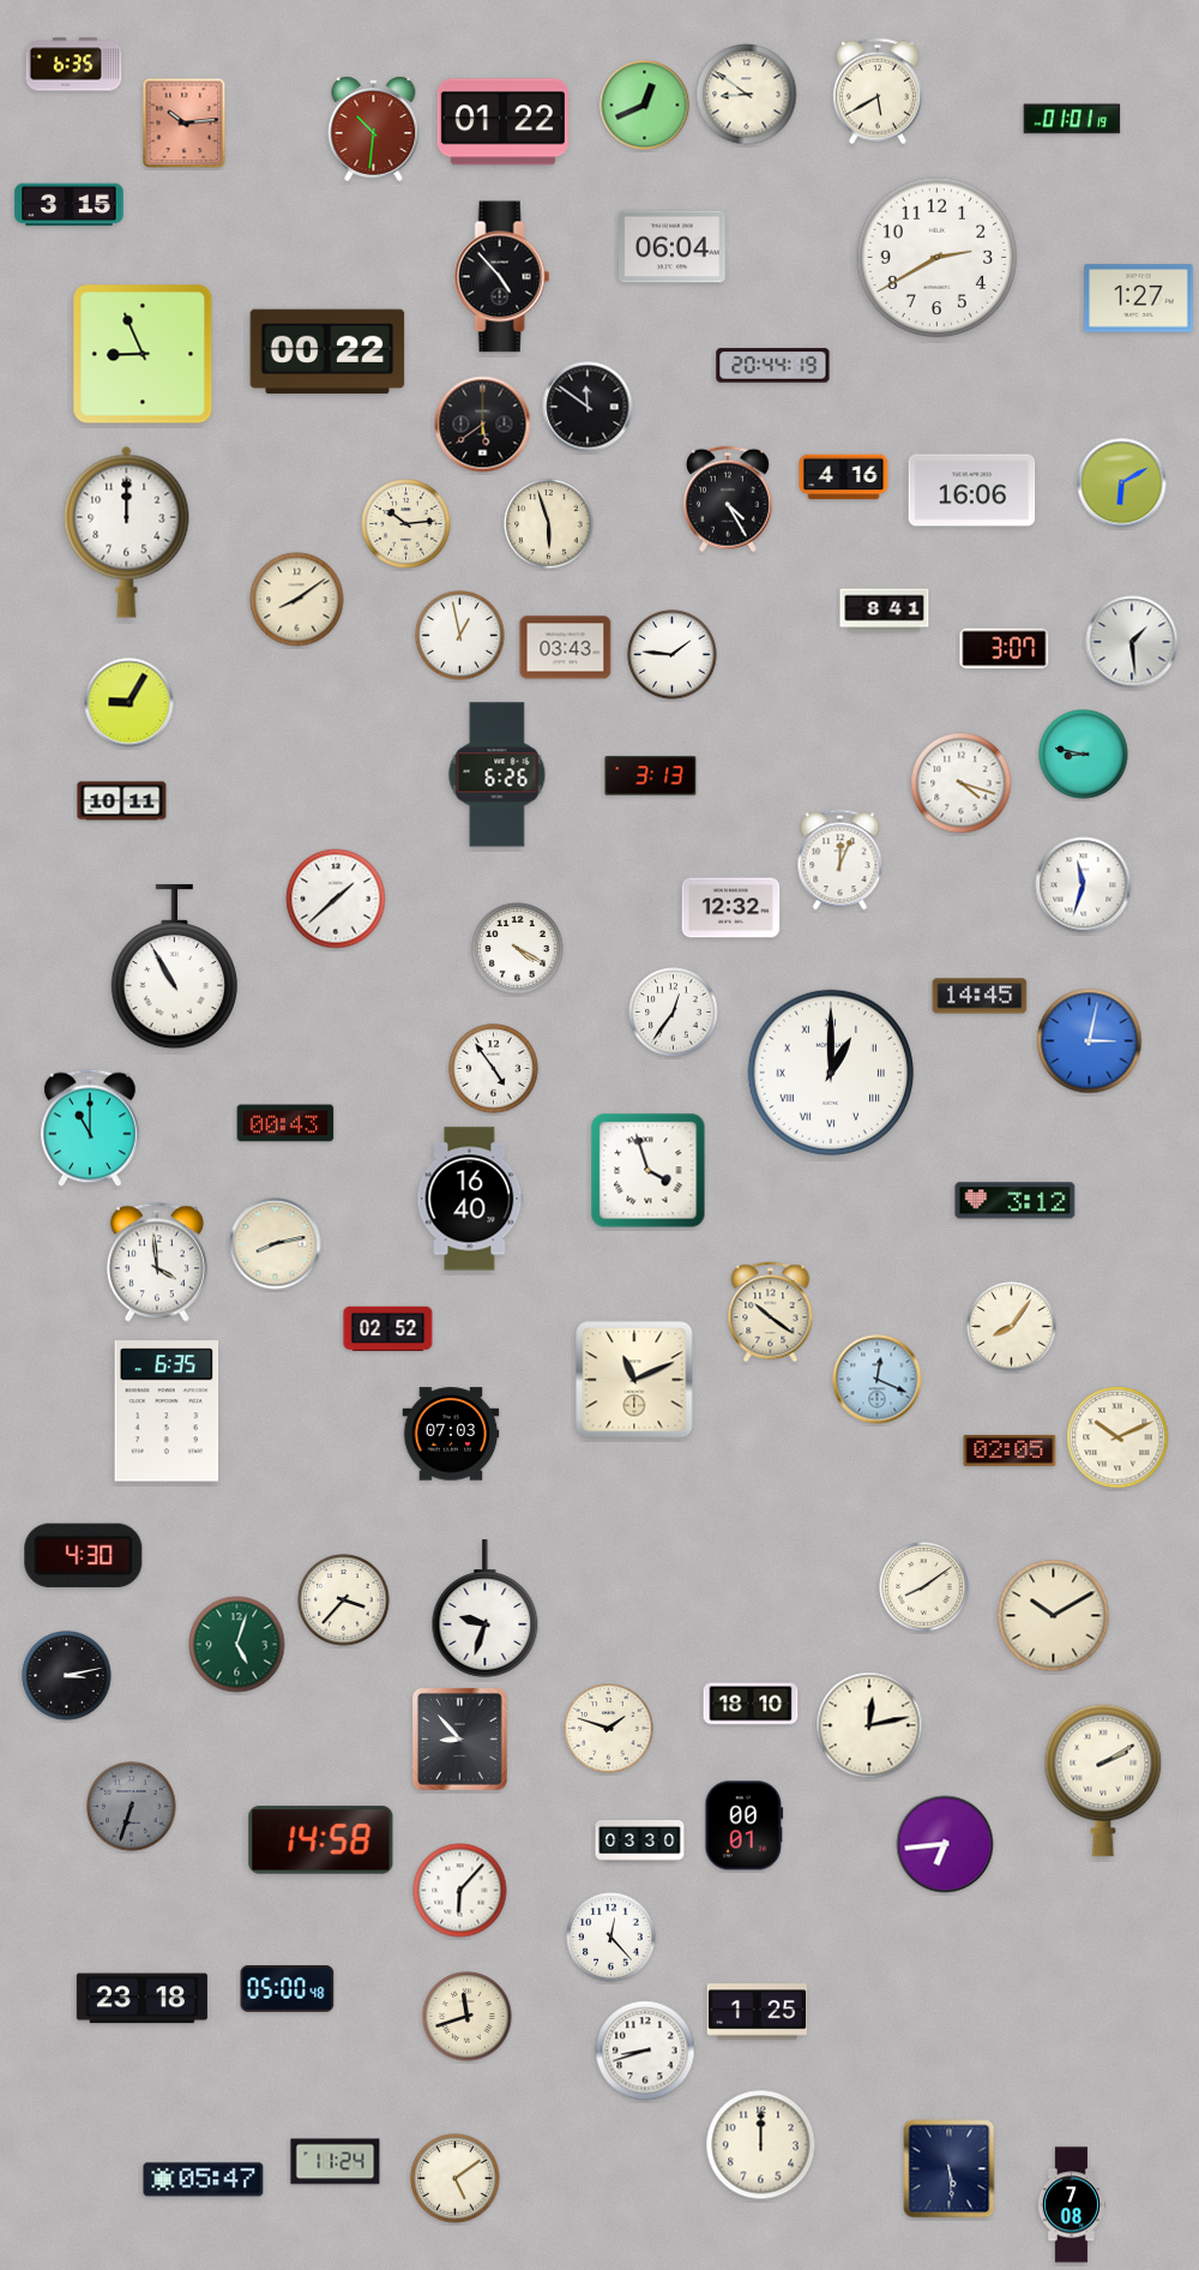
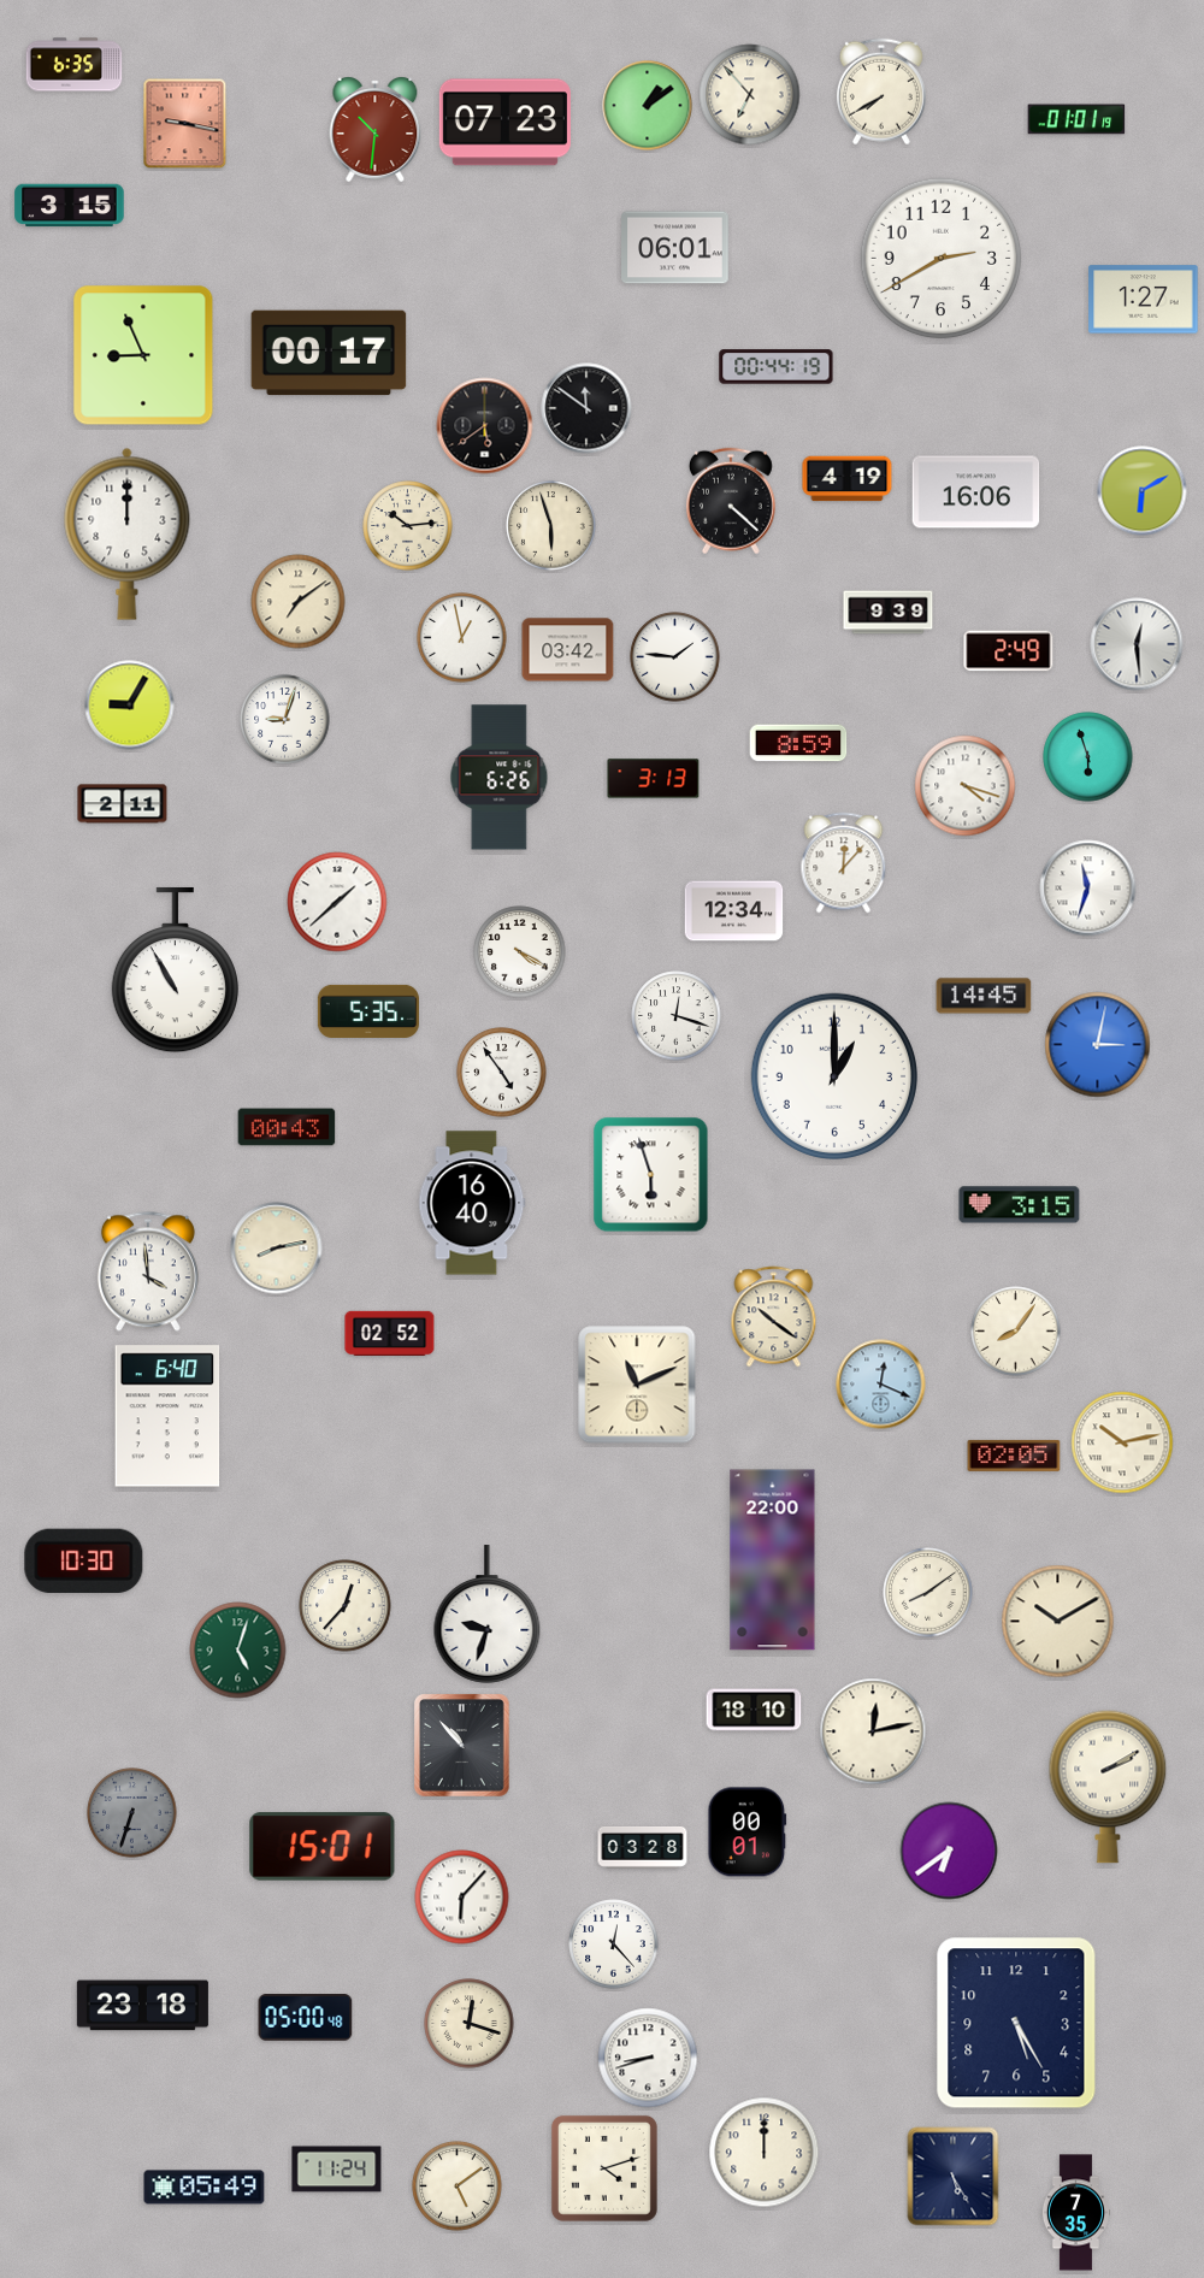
clock at (878, 91): 5:40 -> 7:40
clock at (747, 95): 8:51 -> 6:53
clock at (645, 106): 12:41 -> 1:09
clock at (502, 122): 01:22 -> 07:23
clock at (185, 124): 10:14 -> 9:17
clock at (673, 247): 06:04 -> 06:01
clock at (502, 277): 4:53 -> none
clock at (327, 352): 00:22 -> 00:17
clock at (773, 366): 20:44 -> 00:44
clock at (588, 407) position: (588, 407) -> (586, 408)
clock at (844, 478): 4:16 -> 4:19
clock at (1122, 484) position: (1122, 484) -> (1143, 491)
clock at (728, 499): 4:25 -> 4:22
clock at (297, 600): 8:09 -> 7:09
clock at (885, 611): 8:41 -> 9:39
clock at (1132, 642): 1:29 -> 12:29
clock at (566, 648): 03:43 -> 03:42
clock at (1005, 649): 3:07 -> 2:49
clock at (285, 720): none -> 9:03
clock at (798, 743): none -> 8:59
clock at (1084, 755): 8:47 -> 5:57
clock at (122, 801): 10:11 -> 2:11
clock at (840, 860): 12:04 -> 12:07
clock at (731, 908): 12:32 -> 12:34
clock at (980, 996) position: (980, 996) -> (984, 996)
clock at (368, 1011): none -> 5:35
clock at (674, 1013): 12:36 -> 12:18
clock at (1090, 1041) position: (1090, 1041) -> (1098, 1045)
clock at (494, 1069) position: (494, 1069) -> (502, 1073)
clock at (830, 1071) numerals: Roman -> Arabic
clock at (91, 1128): 11:00 -> none
clock at (649, 1171): 3:57 -> 5:57
clock at (1016, 1201): 3:12 -> 3:15
clock at (157, 1262) position: (157, 1262) -> (148, 1271)
clock at (167, 1411): 6:35 -> 6:40
clock at (451, 1434): 07:03 -> none
clock at (1117, 1437): 10:11 -> 10:13
clock at (84, 1555): 4:30 -> 10:30
clock at (773, 1560): none -> 22:00
clock at (344, 1601): 3:37 -> 12:37
clock at (67, 1676): 3:13 -> none
clock at (609, 1729): 1:48 -> none
clock at (460, 1740): 8:53 -> 10:53
clock at (321, 1840): 14:58 -> 15:01
clock at (640, 1840): 03:30 -> 03:28
clock at (945, 1844): 6:44 -> 6:39
clock at (288, 1989) position: (288, 1989) -> (306, 2018)
clock at (757, 2012): 1:25 -> none
clock at (1016, 2023): none -> 5:25
clock at (468, 2017): 11:42 -> 12:18
clock at (604, 2168): none -> 4:12
clock at (950, 2169): 5:29 -> 5:25
clock at (204, 2180): 05:47 -> 05:49
clock at (1071, 2205): 7:08 -> 7:35
